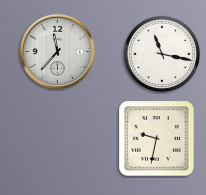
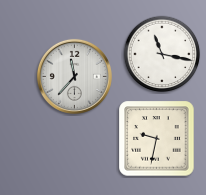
clock at (57, 51) position: (57, 51) -> (74, 76)
